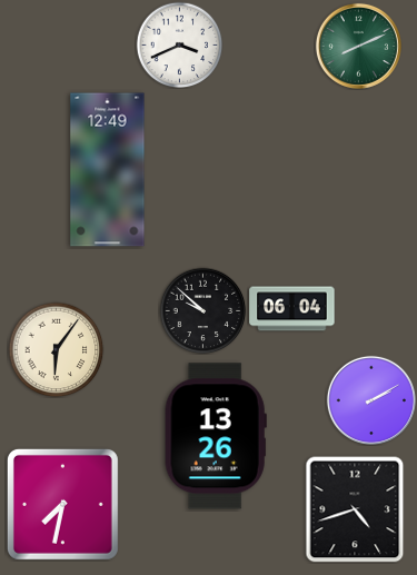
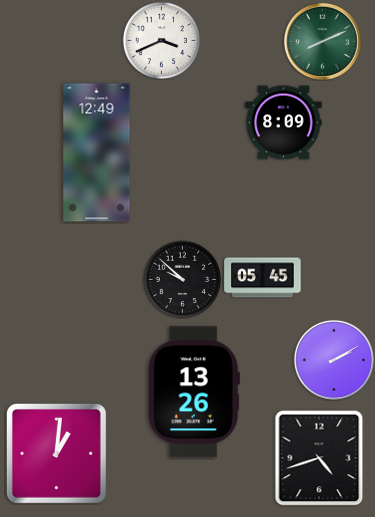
clock at (284, 123): none -> 8:09
clock at (292, 309): 06:04 -> 05:45
clock at (56, 349): 6:06 -> none
clock at (62, 504): 7:32 -> 1:01
